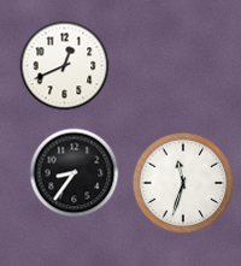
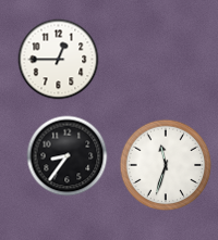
clock at (65, 66): 12:41 -> 12:45
